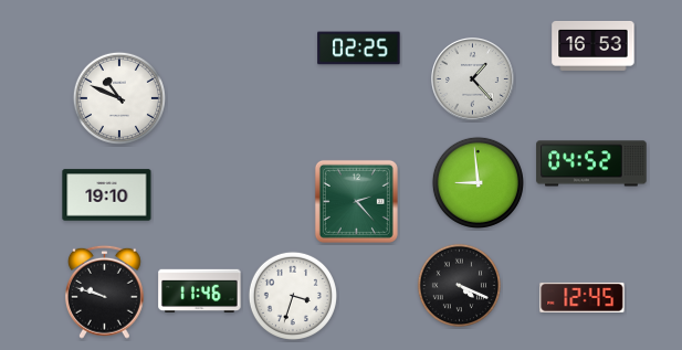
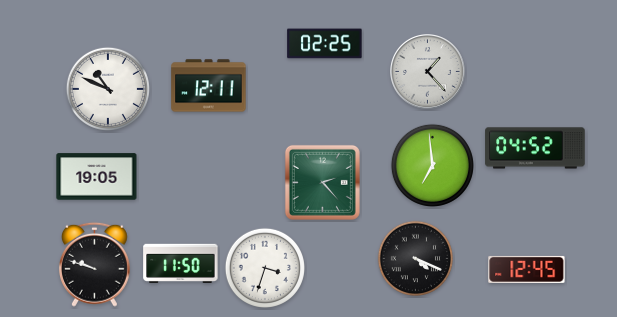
clock at (594, 45): 16:53 -> none
clock at (209, 86): none -> 12:11
clock at (478, 182): 8:59 -> 6:59
clock at (107, 195): 19:10 -> 19:05
clock at (200, 290): 11:46 -> 11:50
